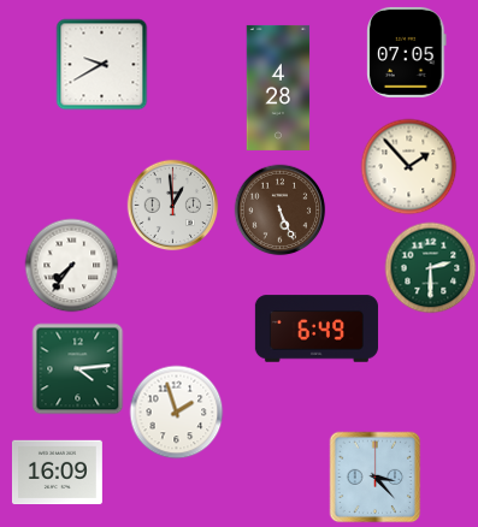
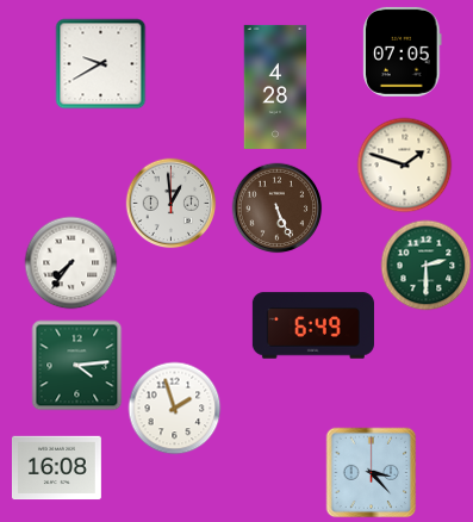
clock at (409, 167): 1:53 -> 1:48
clock at (57, 473): 16:09 -> 16:08
